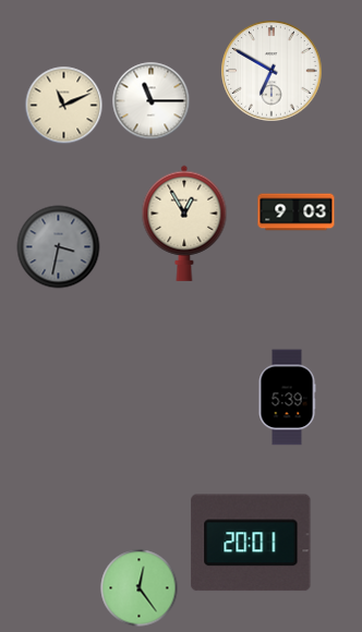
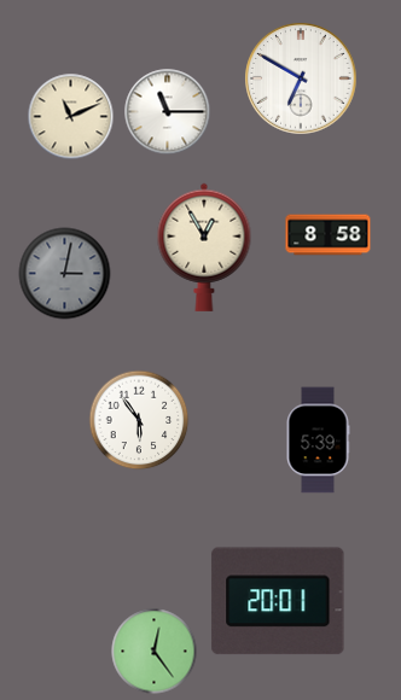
clock at (297, 212): 9:03 -> 8:58
clock at (59, 247): 3:32 -> 3:02
clock at (139, 420): none -> 5:54
